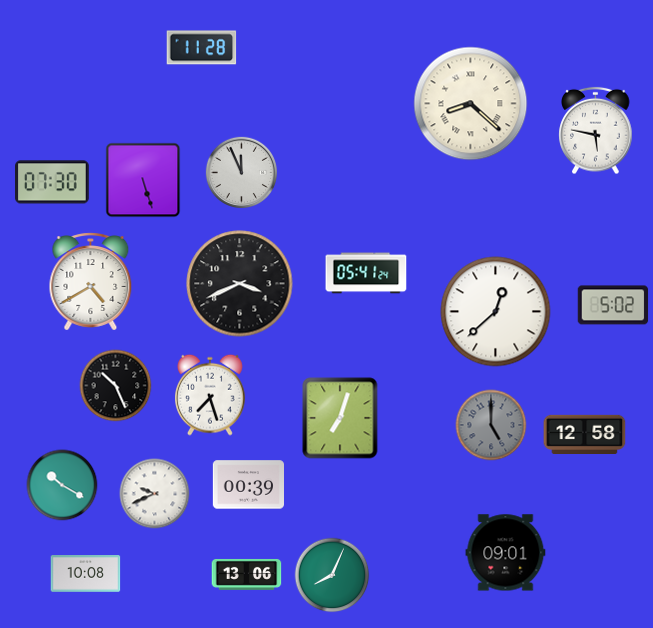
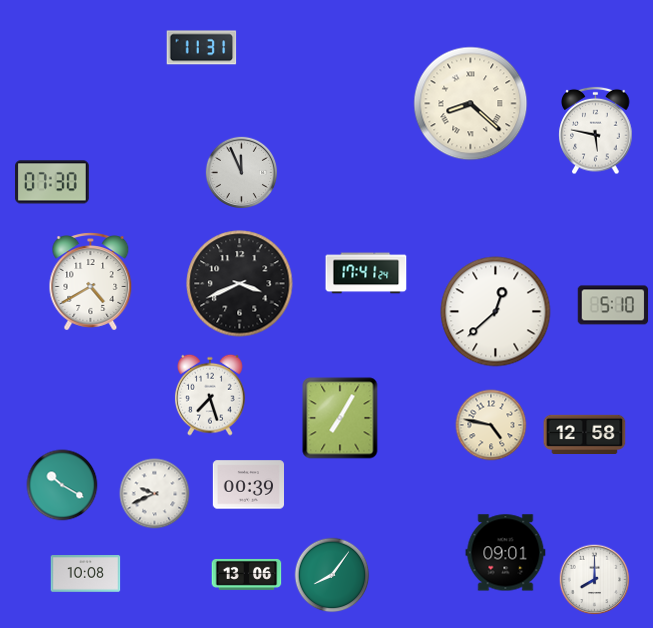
clock at (202, 48): 11:28 -> 11:31
clock at (143, 180): 5:27 -> none
clock at (366, 273): 05:41 -> 17:41
clock at (613, 305): 5:02 -> 5:10
clock at (116, 386): 10:26 -> none
clock at (340, 418): 7:03 -> 7:05
clock at (491, 425): 5:00 -> 4:47
clock at (491, 425) dial: grey -> cream
clock at (332, 575): 8:04 -> 8:06
clock at (595, 580): none -> 8:00
